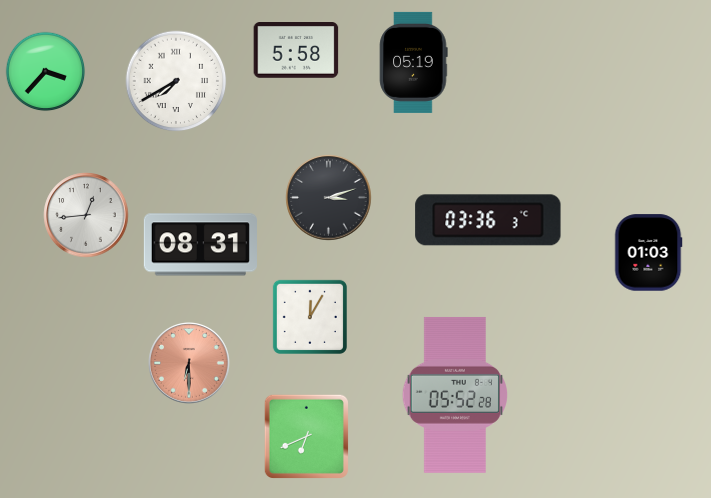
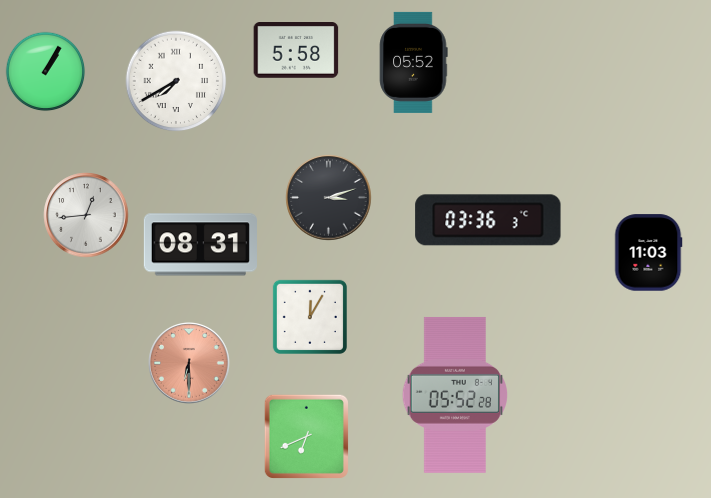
clock at (414, 62): 05:19 -> 05:52
clock at (46, 72): 3:37 -> 1:05
clock at (648, 253): 01:03 -> 11:03
